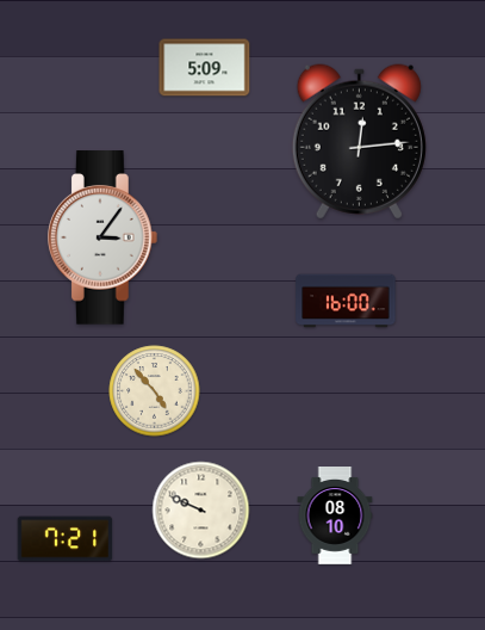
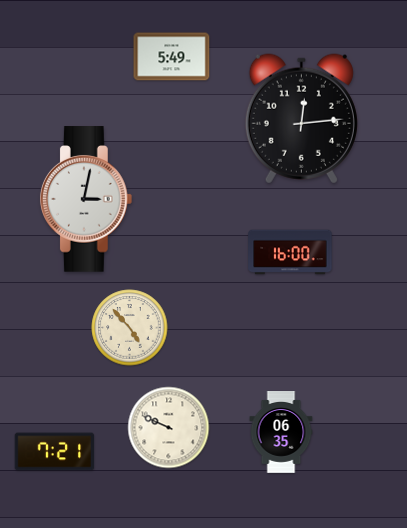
clock at (205, 68): 5:09 -> 5:49
clock at (102, 237): 3:06 -> 3:02
clock at (335, 517): 08:10 -> 06:35
